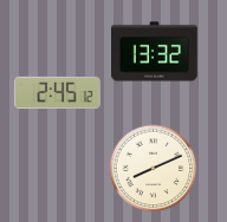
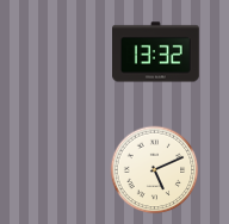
clock at (58, 93): 2:45 -> none
clock at (154, 169): 8:11 -> 5:11
